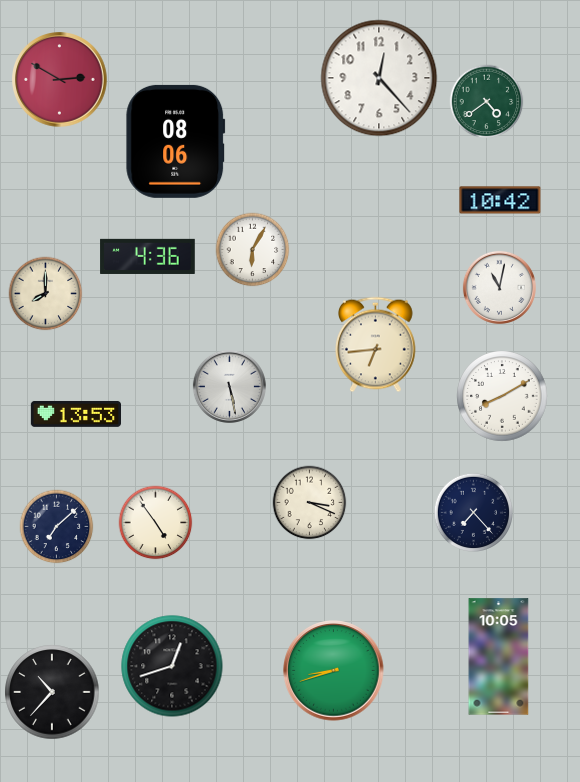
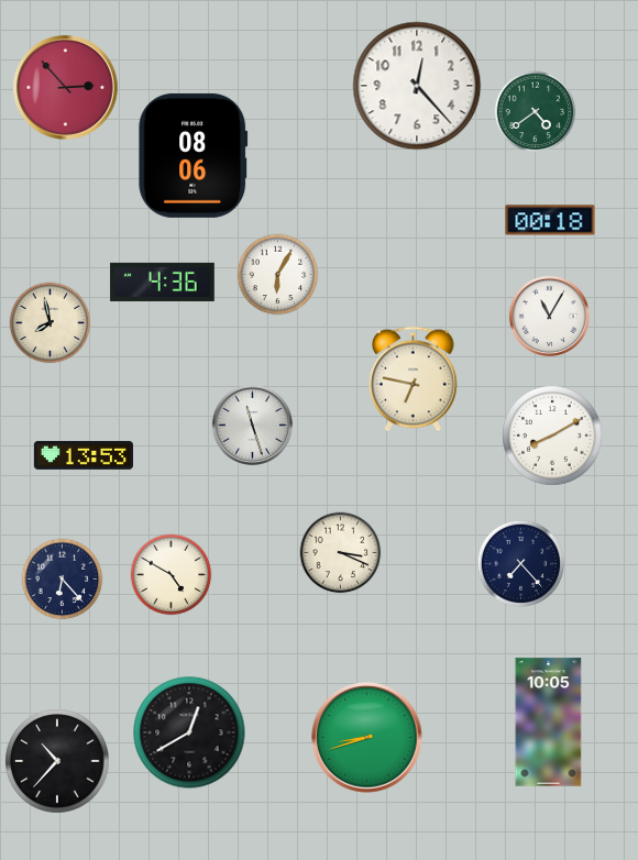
clock at (60, 80): 2:50 -> 2:53
clock at (500, 200): 10:42 -> 00:18
clock at (499, 287): 11:02 -> 11:05
clock at (46, 294): 8:00 -> 7:58
clock at (376, 345): 6:44 -> 6:47
clock at (229, 386): 5:28 -> 11:27
clock at (156, 523): 4:54 -> 4:50
clock at (57, 527): 7:08 -> 6:23
clock at (172, 666): 12:42 -> 12:40
